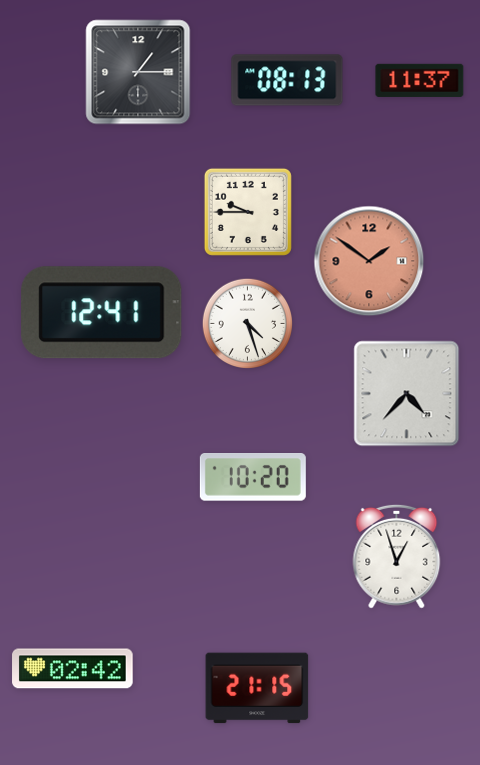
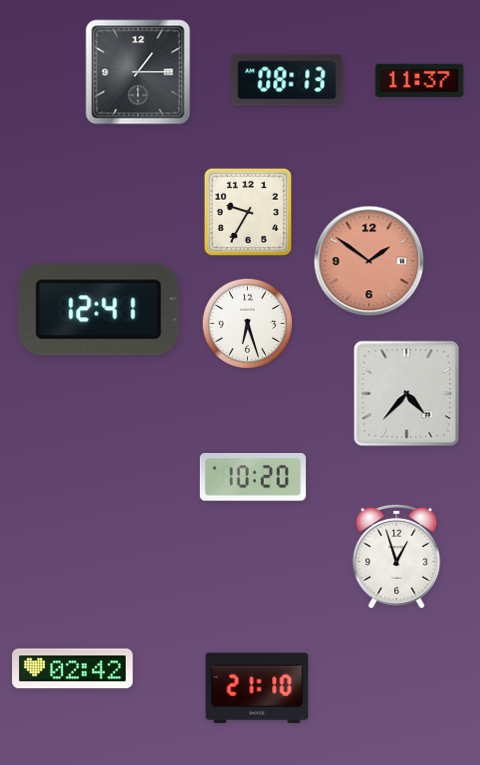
clock at (248, 212): 9:45 -> 9:35
clock at (102, 313) position: (102, 313) -> (99, 310)
clock at (247, 323): 4:27 -> 6:27
clock at (257, 688): 21:15 -> 21:10
